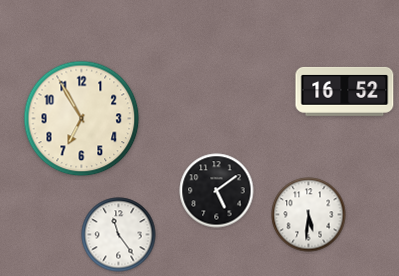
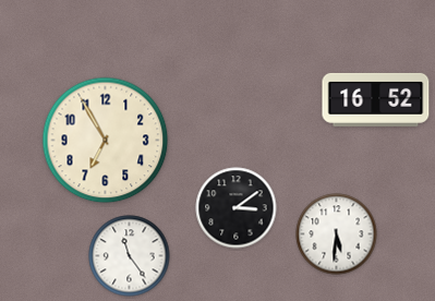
clock at (82, 119) position: (82, 119) -> (106, 141)
clock at (217, 191): 5:09 -> 3:09
